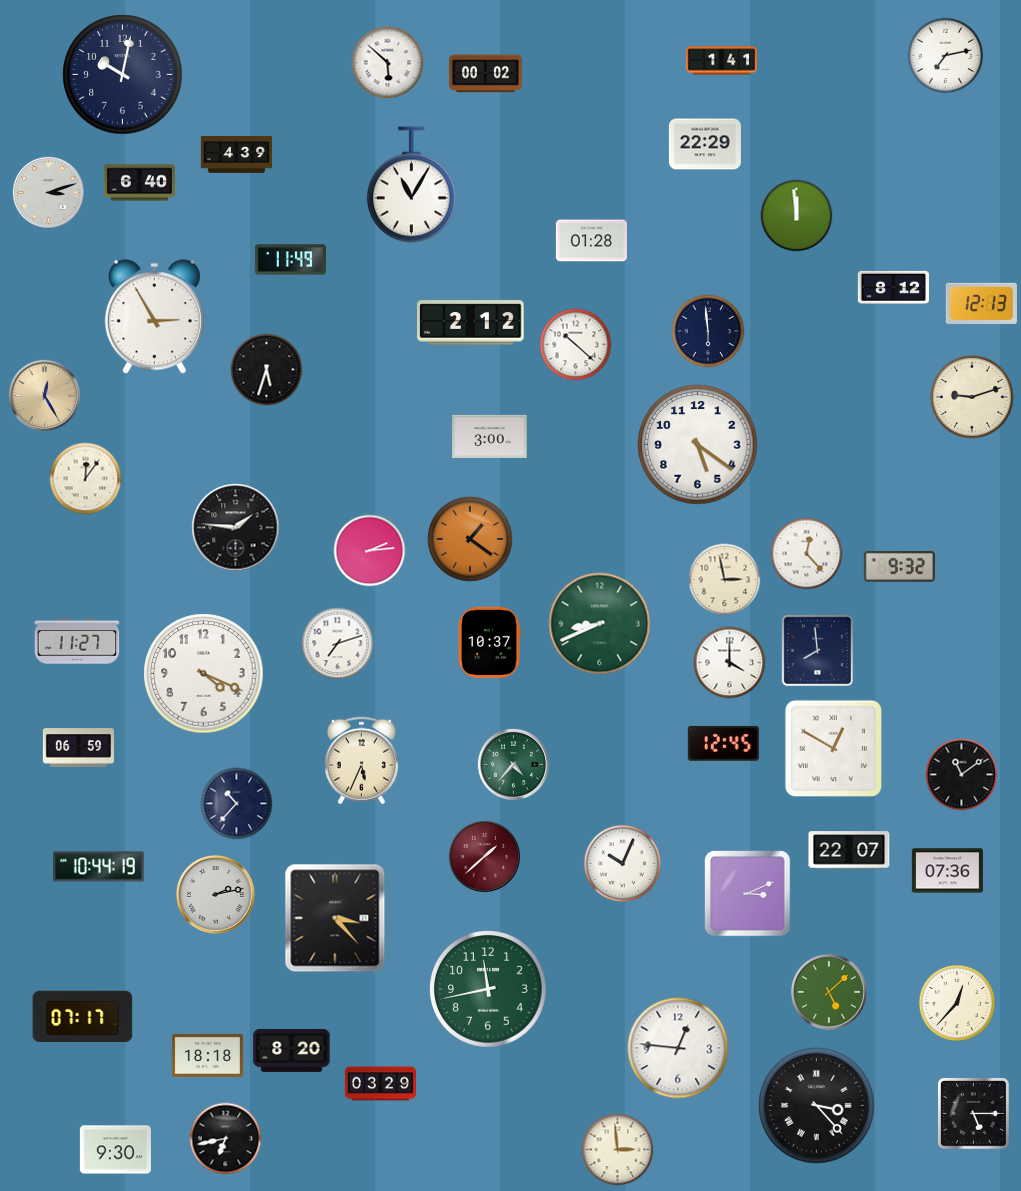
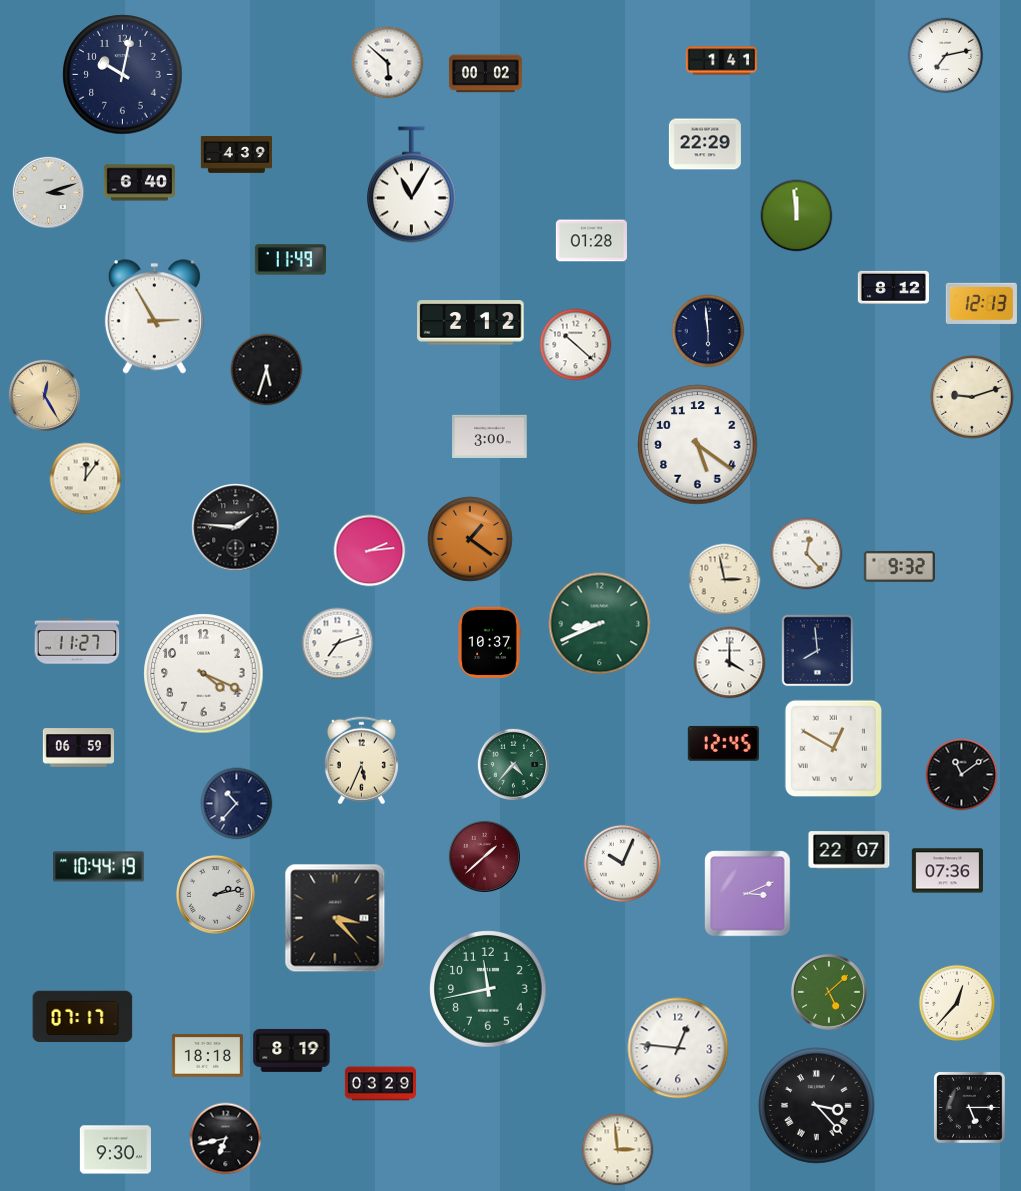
clock at (292, 1050): 8:20 -> 8:19
clock at (973, 1113) position: (973, 1113) -> (969, 1107)
